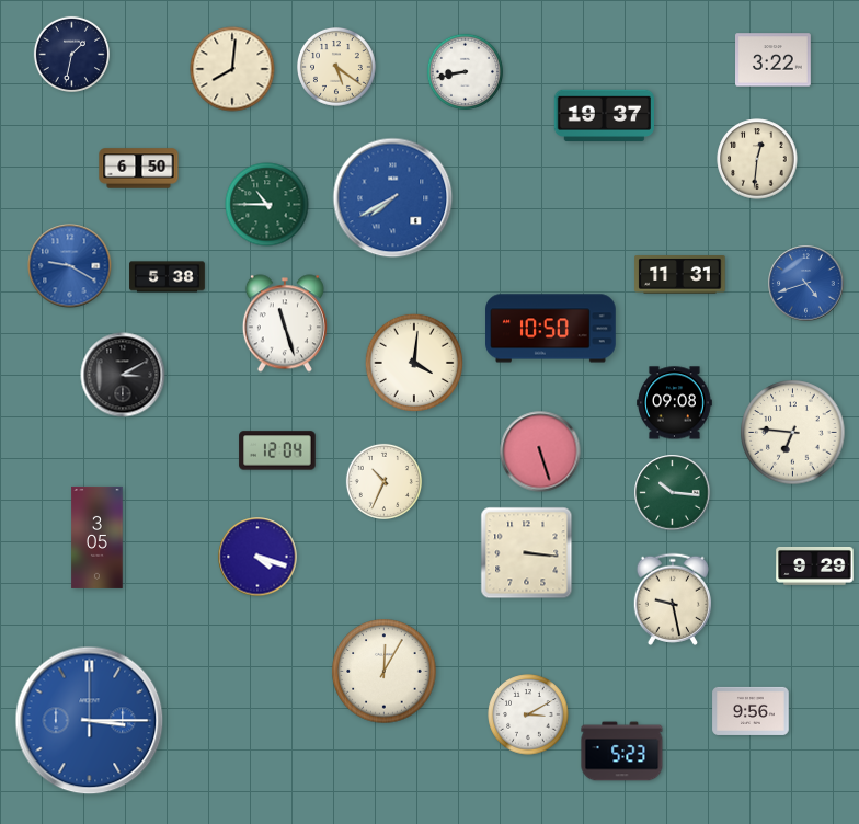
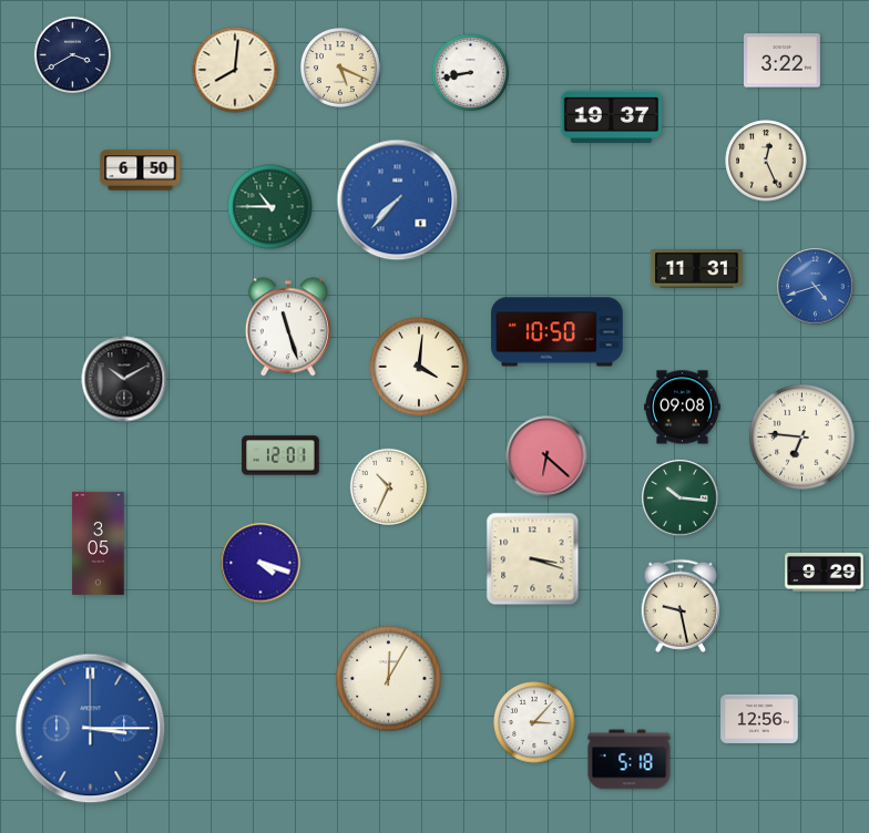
clock at (71, 54): 1:32 -> 3:40
clock at (337, 68): 5:21 -> 5:19
clock at (757, 159): 12:31 -> 12:26
clock at (393, 198): 7:40 -> 7:37
clock at (70, 266): 9:20 -> none
clock at (680, 275) position: (680, 275) -> (697, 269)
clock at (168, 277): 5:38 -> none
clock at (123, 375): 3:10 -> 10:10
clock at (277, 450): 12:04 -> 12:01
clock at (540, 451): 5:27 -> 6:22
clock at (527, 553): 3:16 -> 3:18
clock at (751, 711): 9:56 -> 12:56
clock at (528, 714): 3:10 -> 3:07
clock at (622, 752): 5:23 -> 5:18
